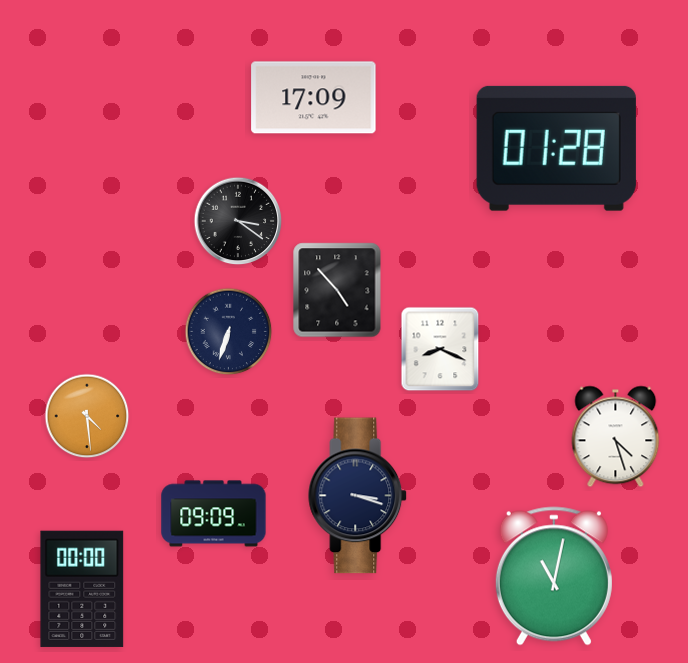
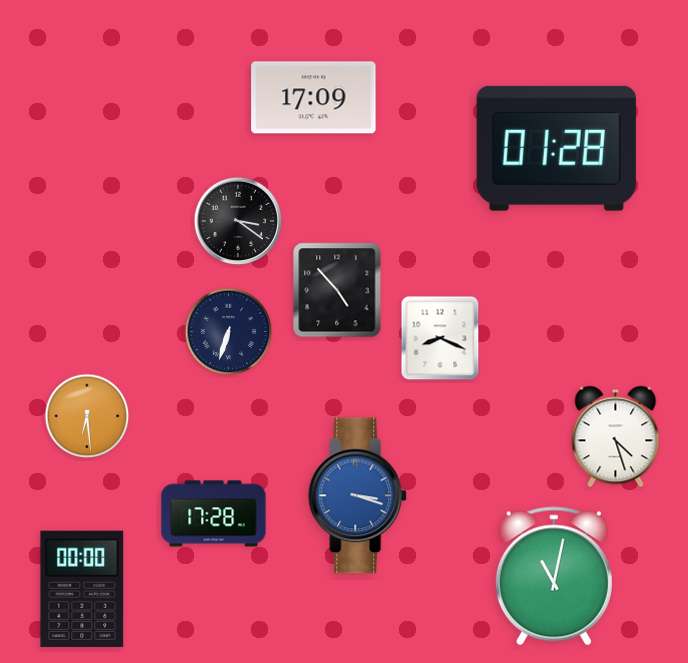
clock at (440, 349) position: (440, 349) -> (440, 338)
clock at (87, 416): 4:29 -> 6:29
clock at (358, 496) dial: navy -> blue
clock at (214, 514): 09:09 -> 17:28
